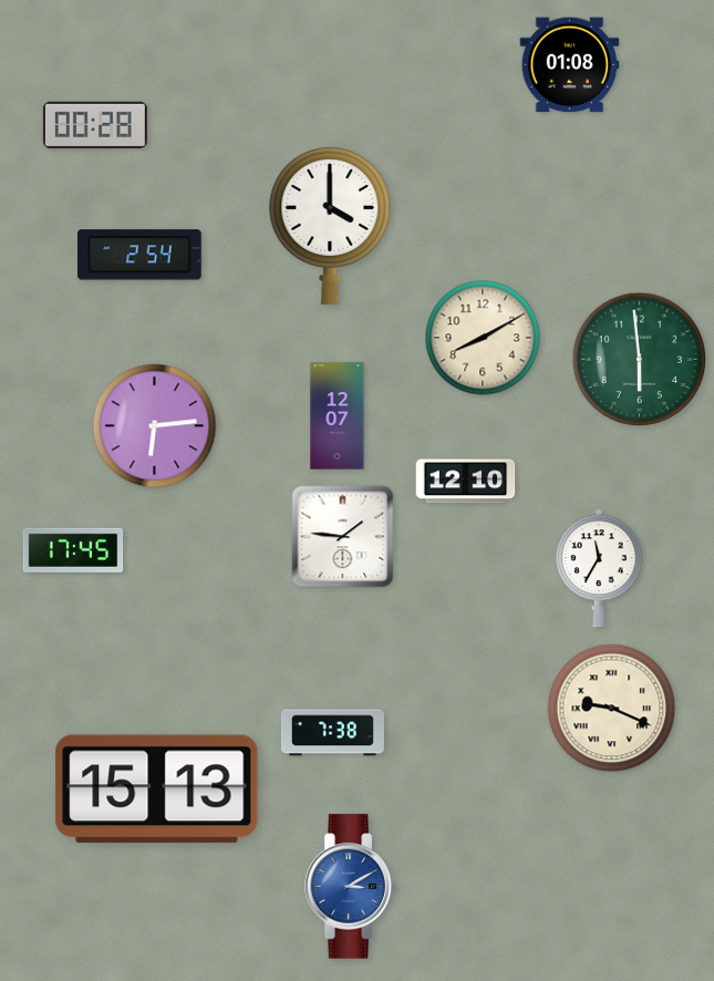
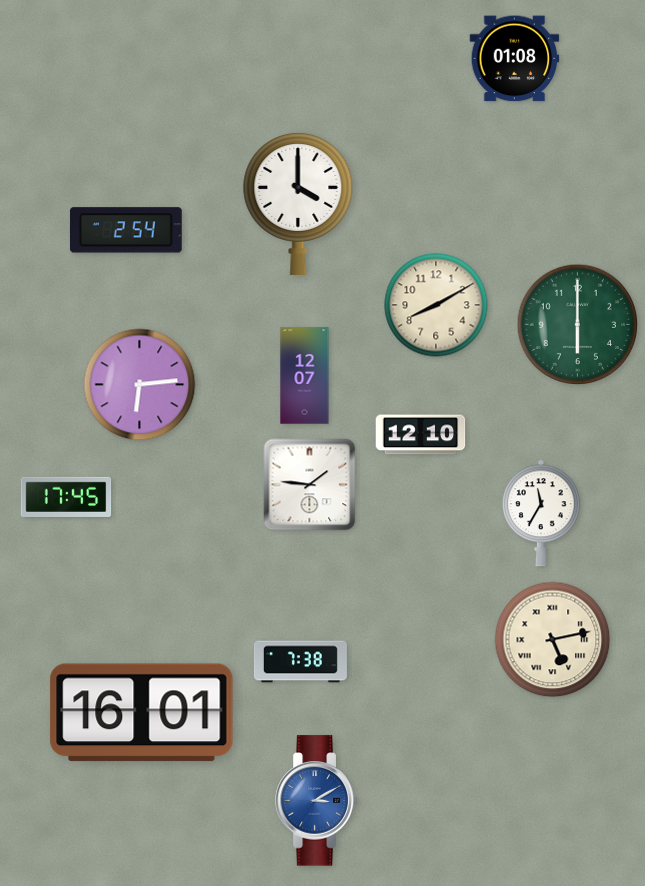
clock at (95, 125): 00:28 -> none
clock at (639, 359): 5:59 -> 6:00
clock at (612, 709): 9:19 -> 5:13
clock at (157, 789): 15:13 -> 16:01
